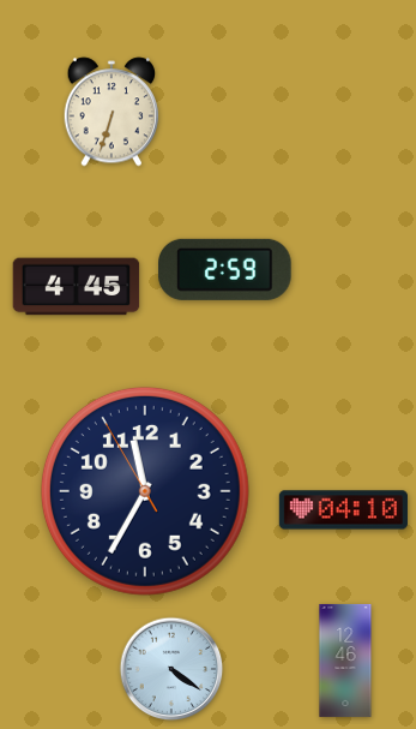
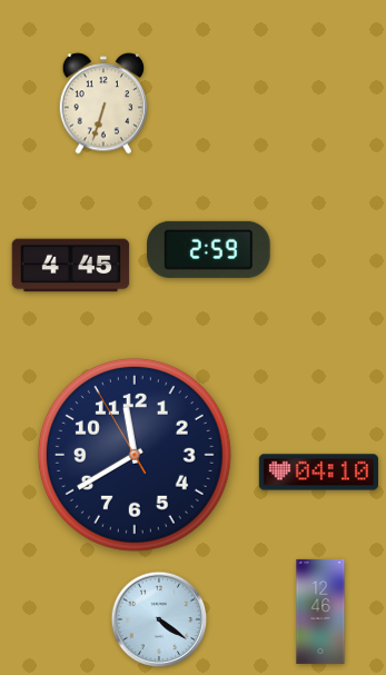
clock at (145, 491): 11:34 -> 11:39
